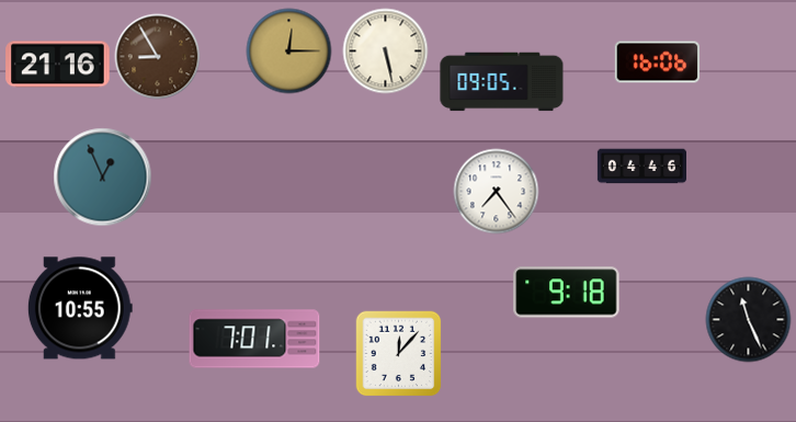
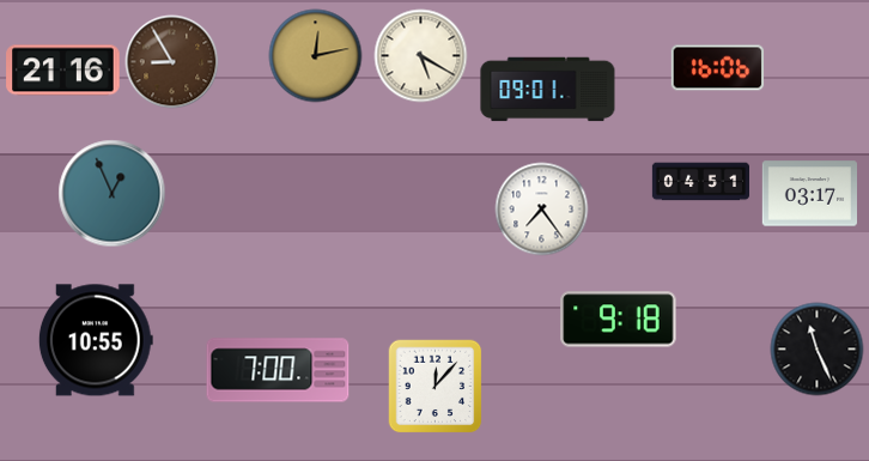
clock at (288, 50): 12:15 -> 12:13
clock at (385, 50): 5:28 -> 5:20
clock at (502, 82): 09:05 -> 09:01
clock at (641, 167): 04:46 -> 04:51
clock at (809, 194): none -> 03:17
clock at (80, 308) position: (80, 308) -> (96, 340)
clock at (254, 339): 7:01 -> 7:00
